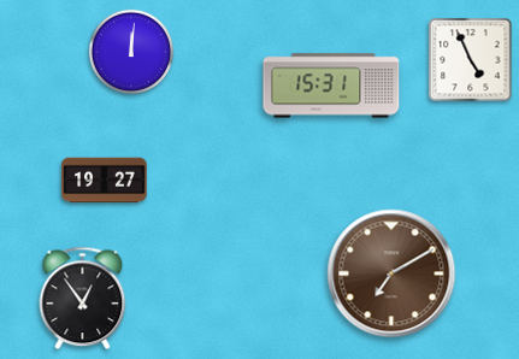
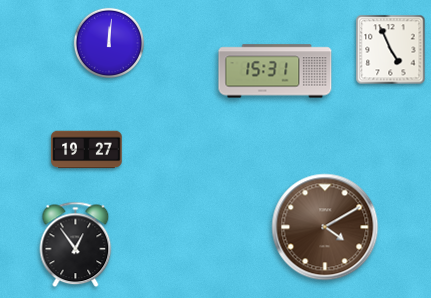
clock at (391, 273): 7:10 -> 4:10
clock at (83, 299) position: (83, 299) -> (76, 245)
